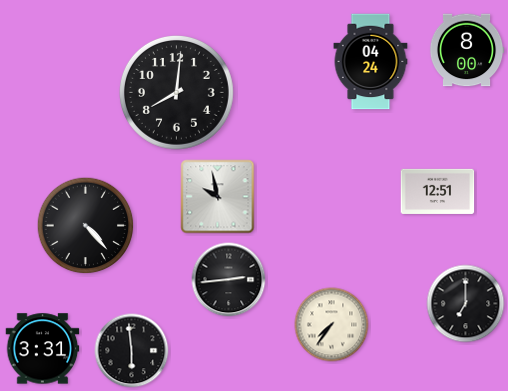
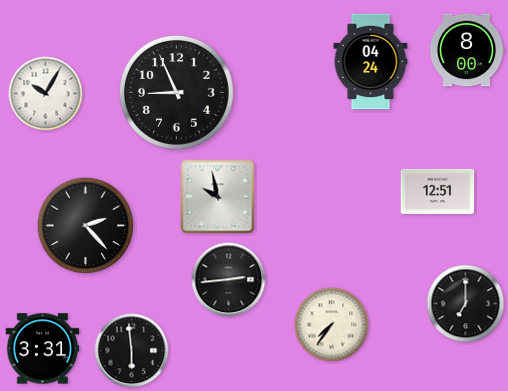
clock at (176, 92): 8:01 -> 8:56
clock at (46, 94): none -> 10:05
clock at (86, 226): 4:23 -> 2:23
